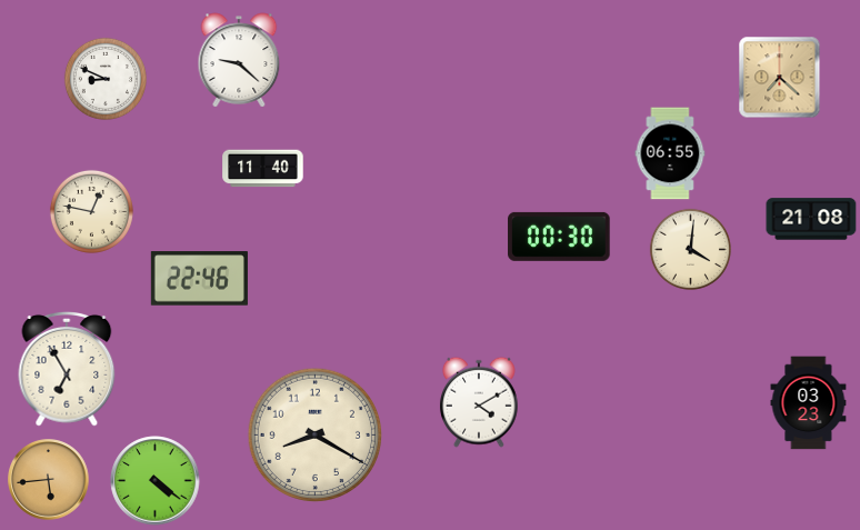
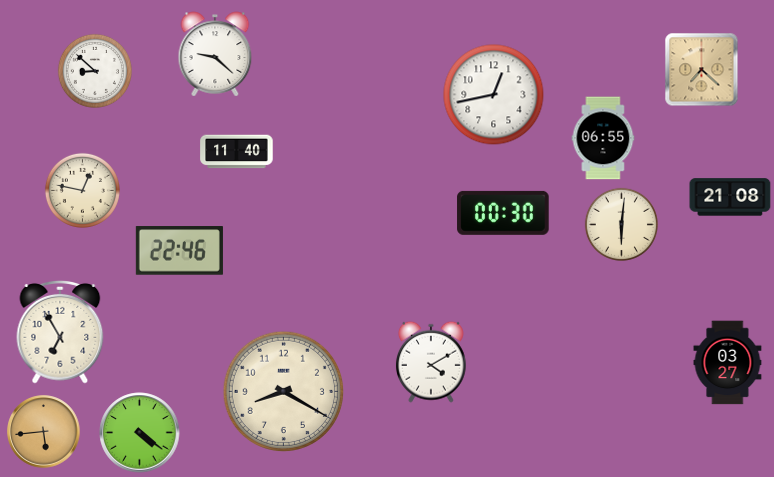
clock at (106, 79): 8:49 -> 8:52
clock at (494, 95): none -> 12:43
clock at (690, 249): 4:01 -> 6:01
clock at (809, 403): 03:23 -> 03:27
